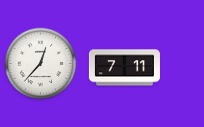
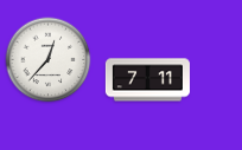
clock at (41, 64) position: (41, 64) -> (49, 60)
